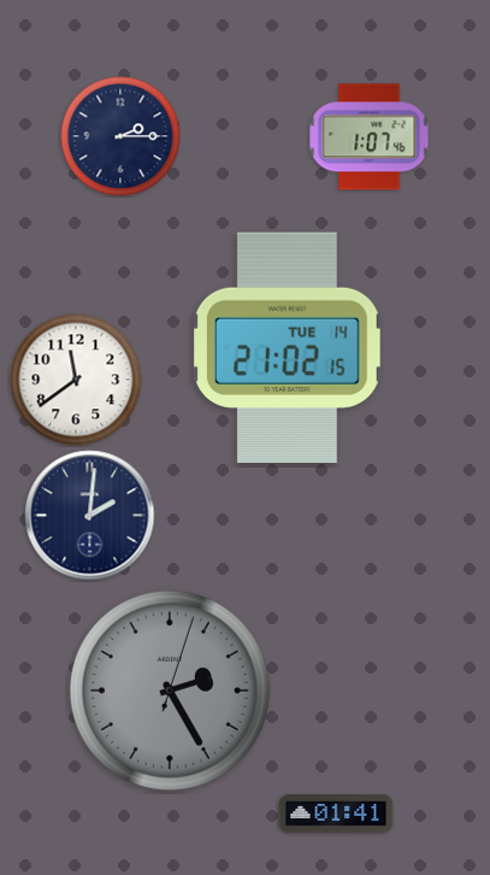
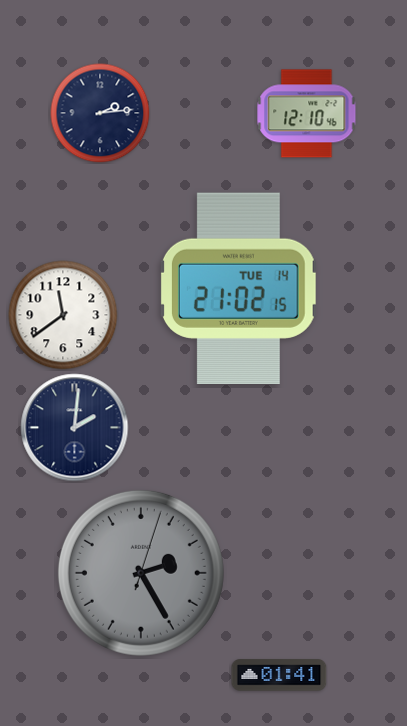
clock at (120, 136): 2:15 -> 2:14
clock at (370, 137): 1:07 -> 12:10
